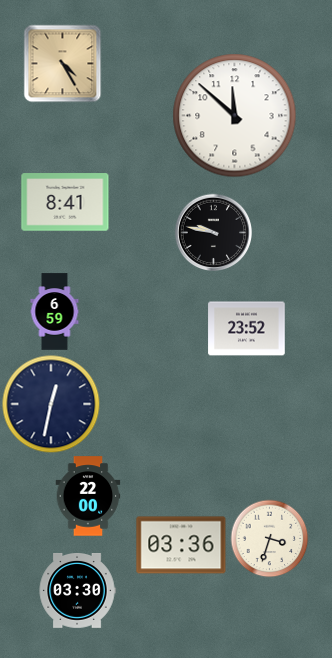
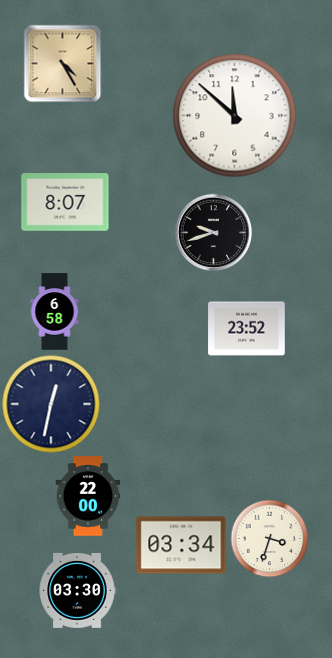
clock at (65, 202): 8:41 -> 8:07
clock at (213, 232): 9:47 -> 9:42
clock at (55, 312): 6:59 -> 6:58
clock at (181, 545): 03:36 -> 03:34
